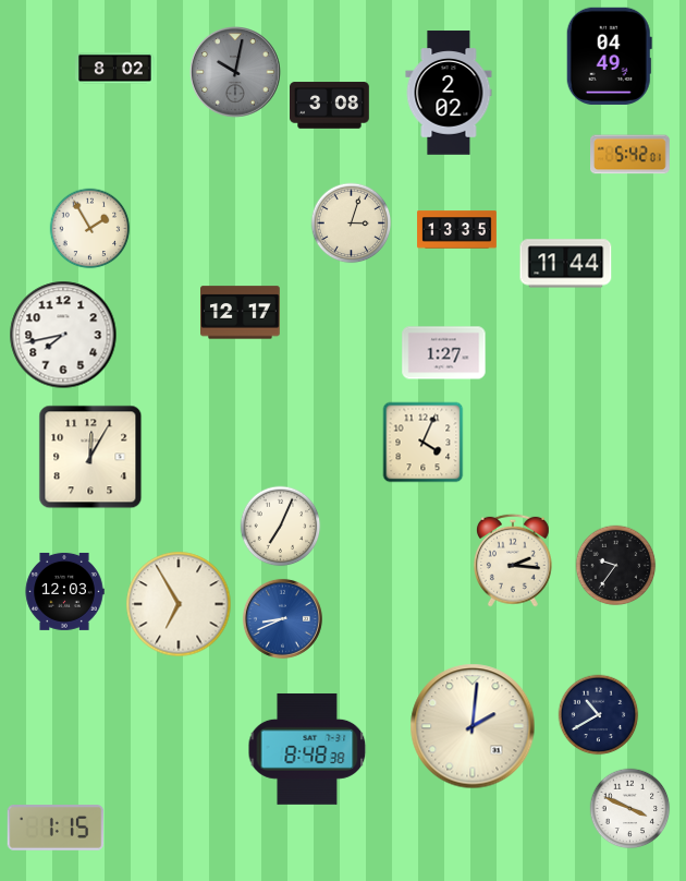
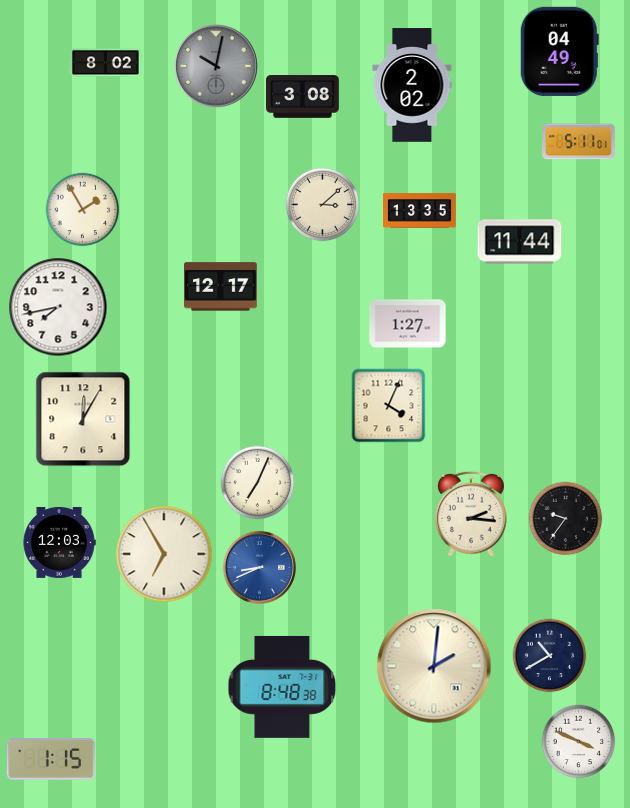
clock at (630, 155): 5:42 -> 5:11
clock at (352, 224): 3:03 -> 3:08
